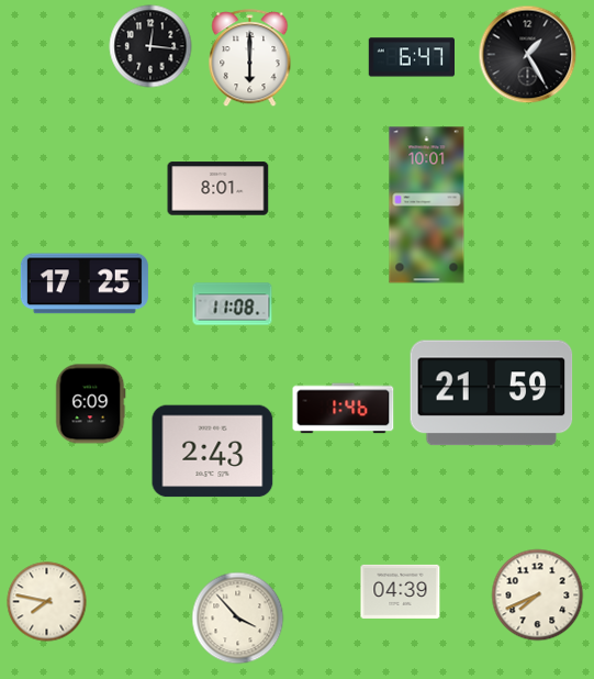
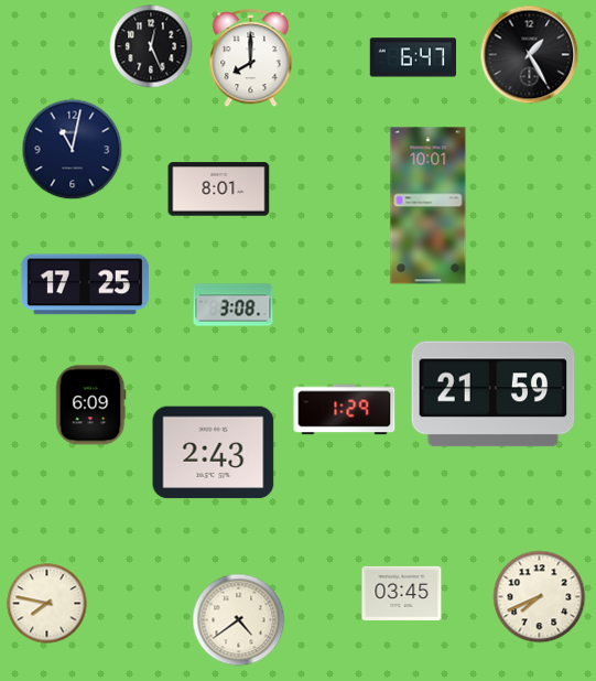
clock at (150, 46): 12:16 -> 12:26
clock at (250, 58): 6:00 -> 8:00
clock at (73, 150): none -> 11:02
clock at (233, 304): 11:08 -> 3:08
clock at (344, 409): 1:46 -> 1:29
clock at (401, 591): 04:39 -> 03:45
clock at (238, 619): 3:53 -> 4:39
